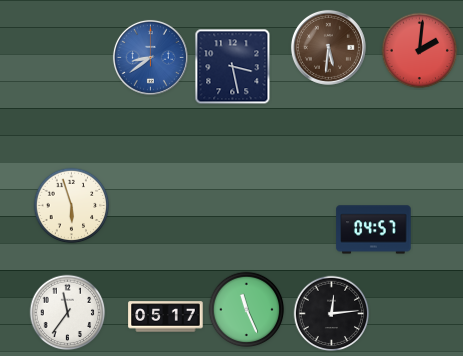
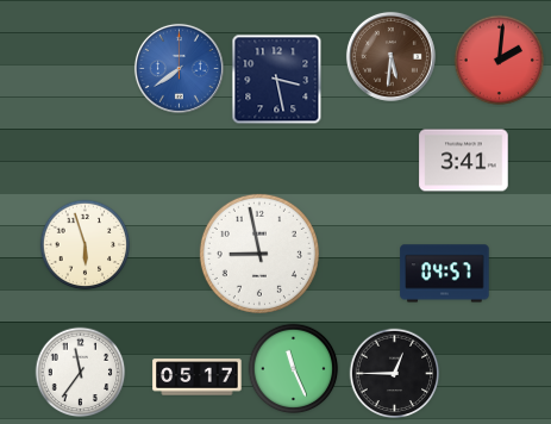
clock at (150, 57): 8:39 -> 7:39
clock at (464, 161): none -> 3:41
clock at (259, 254): none -> 8:58
clock at (332, 314): 12:14 -> 12:45
